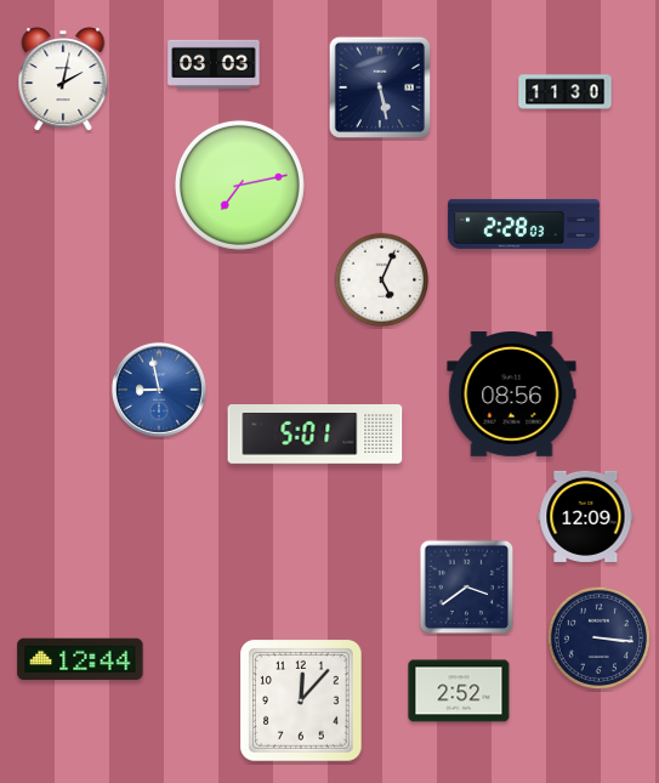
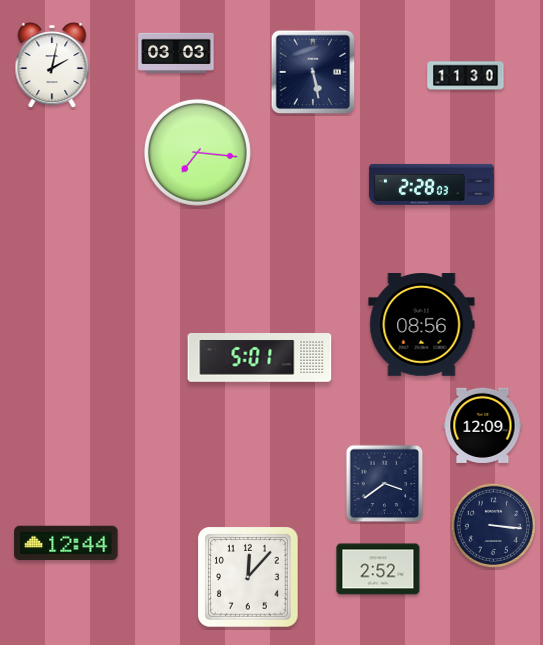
clock at (239, 185): 7:13 -> 7:16
clock at (382, 280): 5:04 -> none
clock at (159, 390): 8:58 -> none
